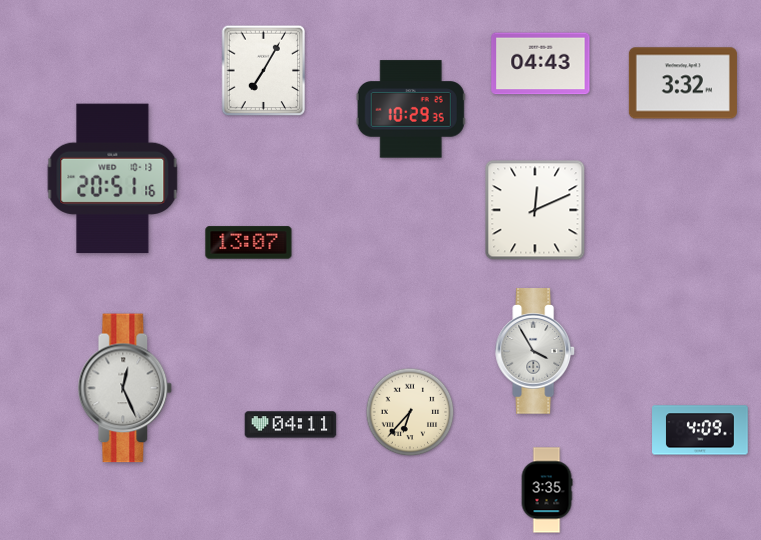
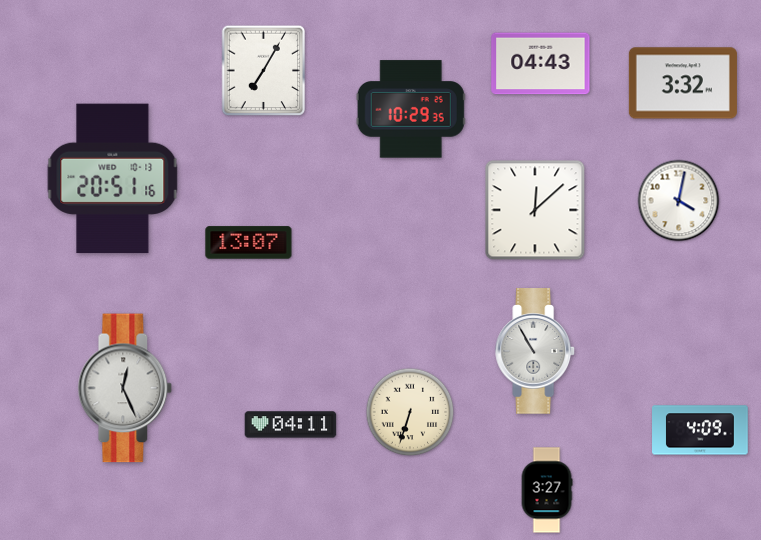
clock at (679, 201): none -> 4:02
clock at (535, 210): 12:11 -> 12:08
clock at (536, 351): 3:55 -> 10:55
clock at (410, 412): 6:37 -> 6:33
clock at (547, 490): 3:35 -> 3:27
